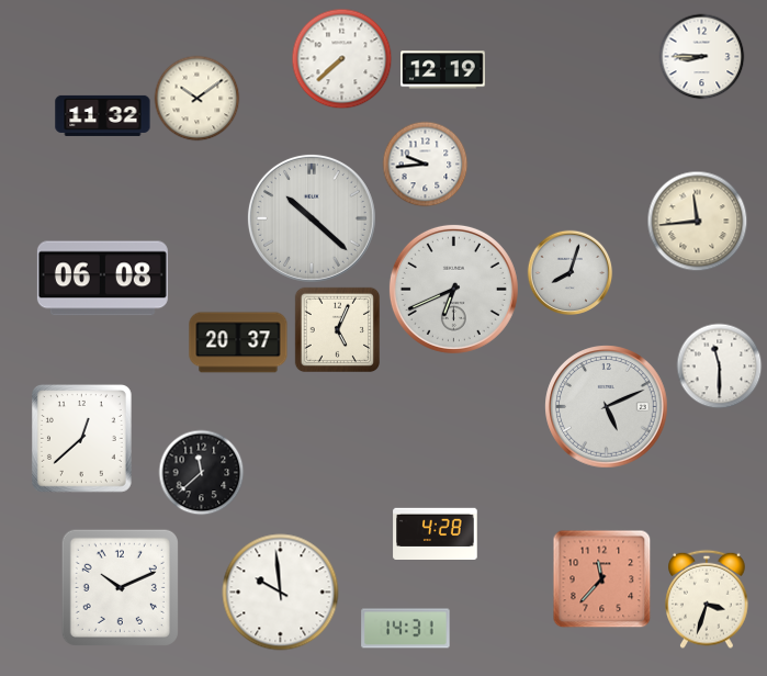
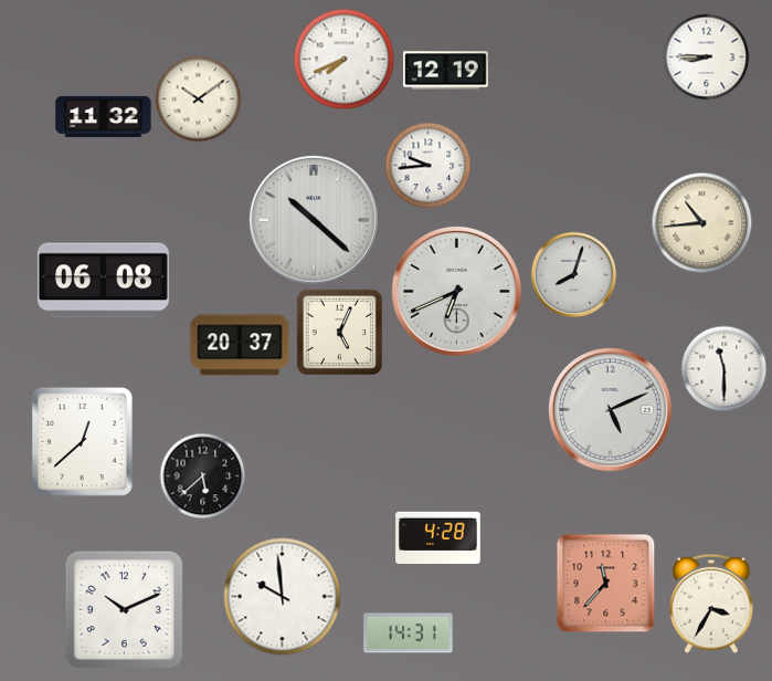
clock at (341, 58): 7:38 -> 7:41
clock at (697, 221): 11:44 -> 10:44
clock at (201, 472): 11:38 -> 5:38
clock at (120, 587) position: (120, 587) -> (124, 609)
clock at (707, 599): 3:33 -> 3:35
